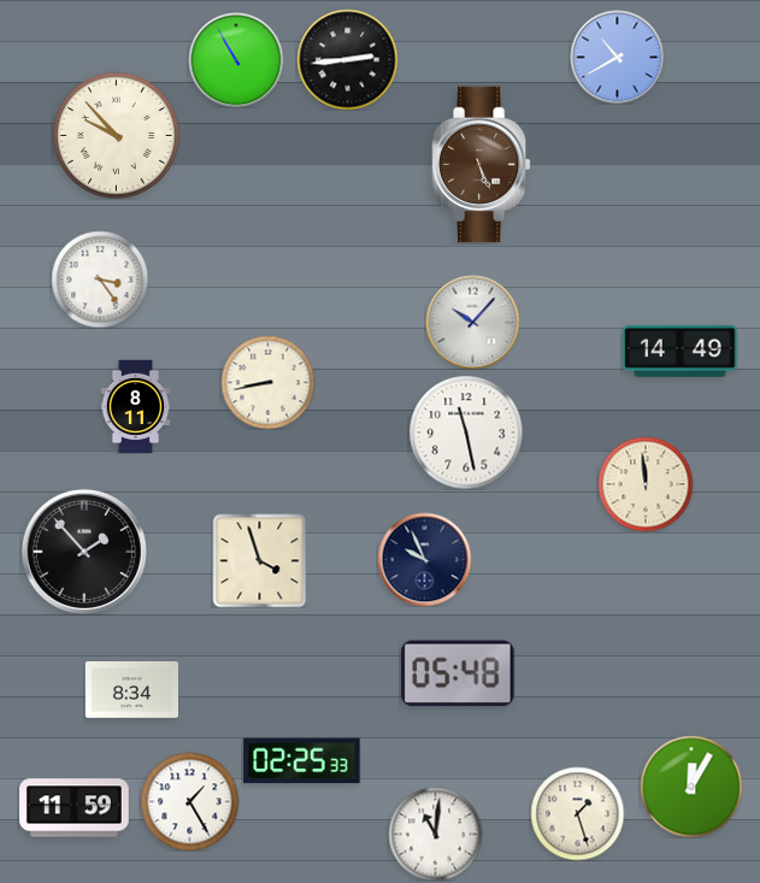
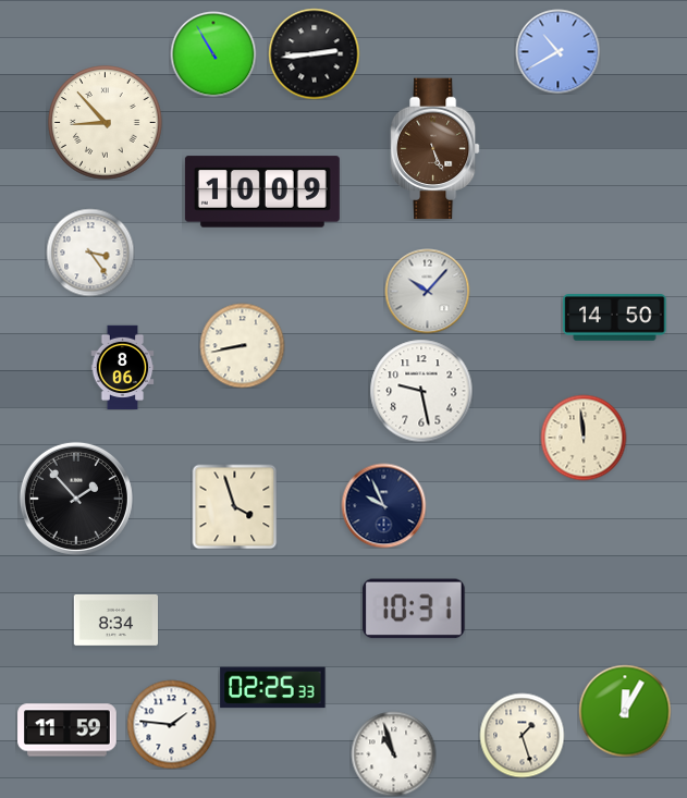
clock at (117, 136): 9:53 -> 8:53
clock at (262, 192): none -> 10:09
clock at (681, 352): 14:49 -> 14:50
clock at (136, 406): 8:11 -> 8:06
clock at (466, 432): 11:28 -> 9:28
clock at (458, 673): 05:48 -> 10:31
clock at (131, 690) position: (131, 690) -> (115, 621)
clock at (189, 801): 1:25 -> 1:46
clock at (435, 834): 11:01 -> 10:57
